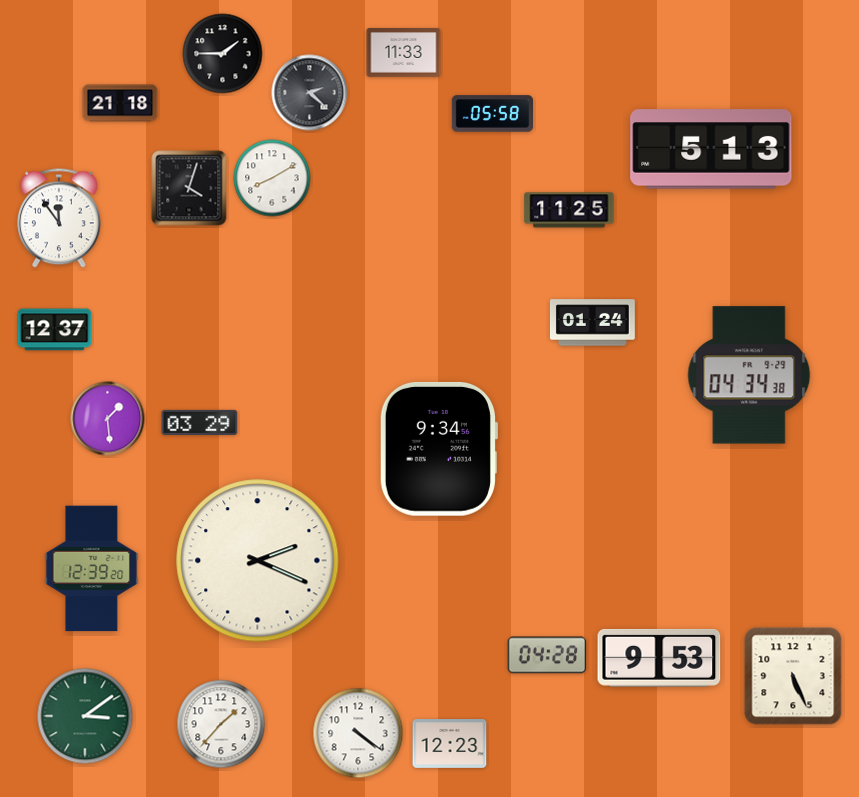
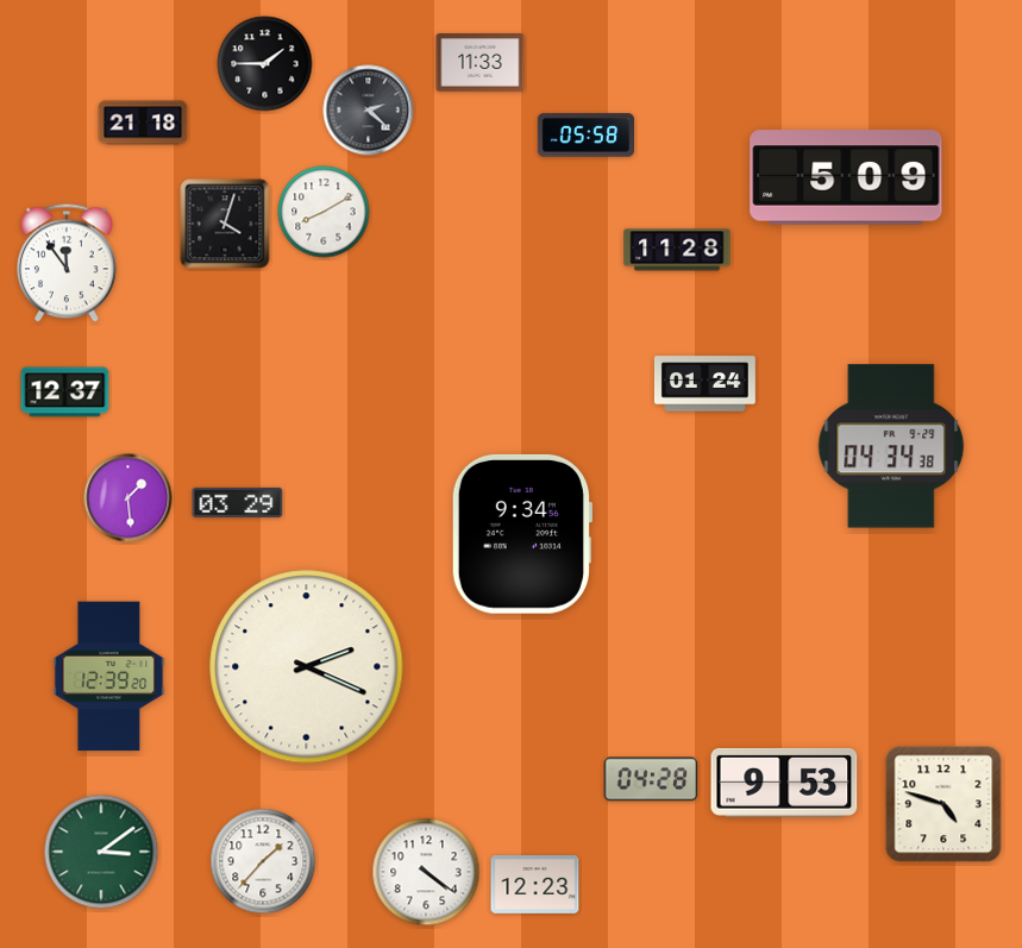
clock at (711, 149): 5:13 -> 5:09
clock at (569, 210): 11:25 -> 11:28
clock at (60, 218) position: (60, 218) -> (68, 263)
clock at (793, 676): 5:26 -> 4:48
